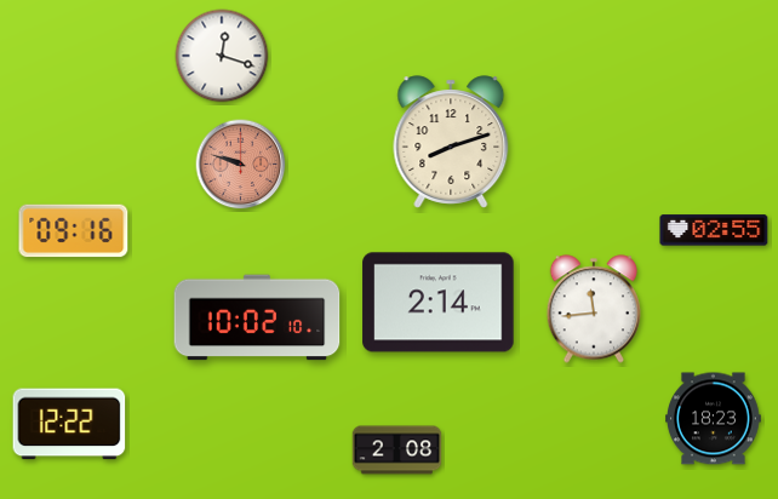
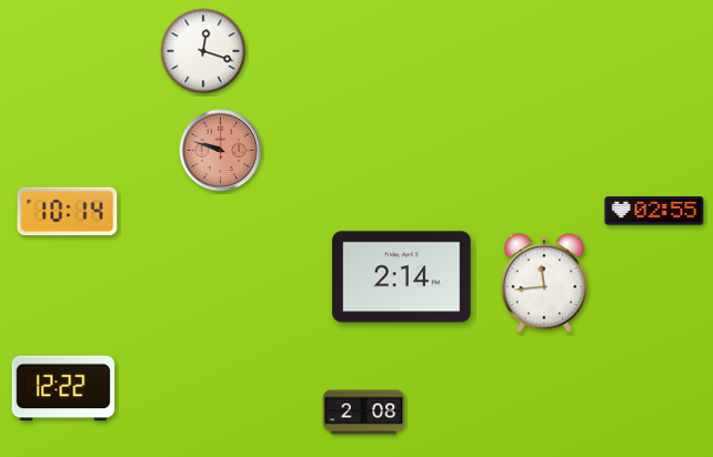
clock at (451, 142): 8:12 -> none
clock at (74, 231): 09:16 -> 10:14
clock at (257, 317): 10:02 -> none
clock at (714, 419): 18:23 -> none
